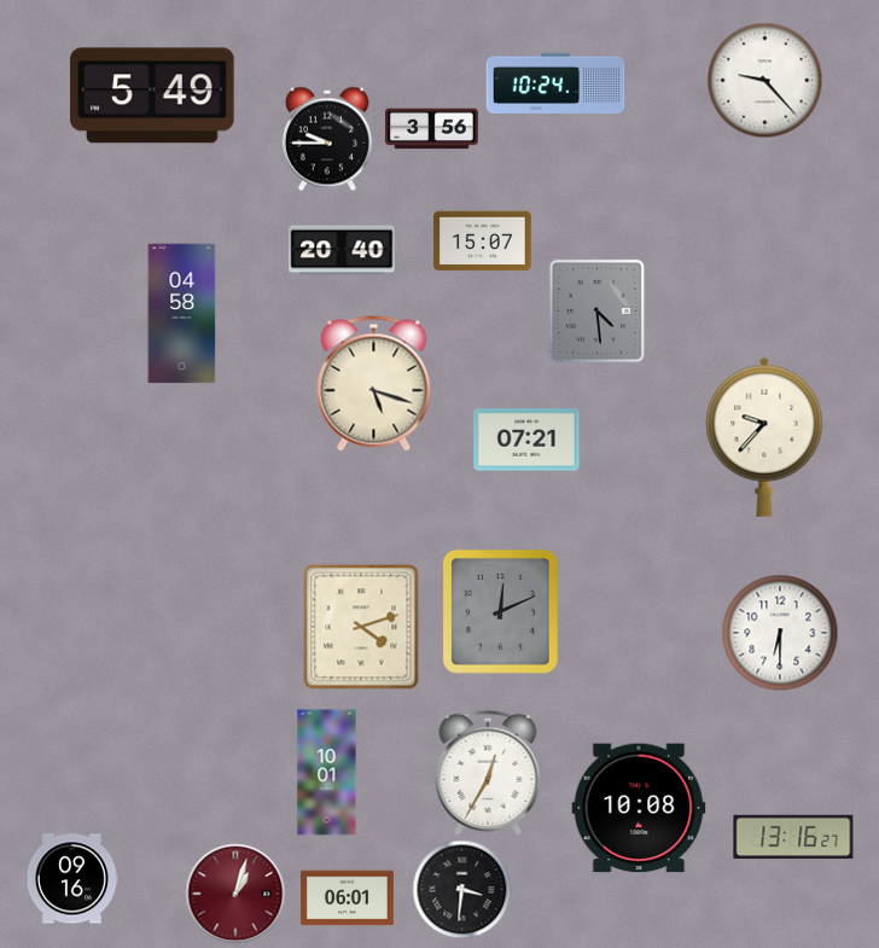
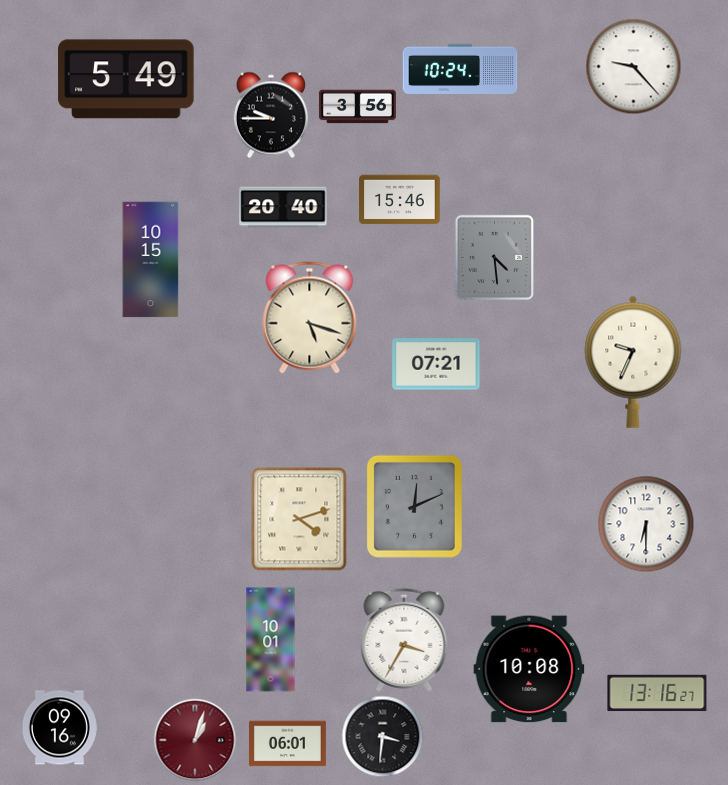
clock at (483, 242): 15:07 -> 15:46
clock at (182, 314): 04:58 -> 10:15
clock at (764, 437): 9:37 -> 9:34
clock at (488, 773): 12:35 -> 3:35
